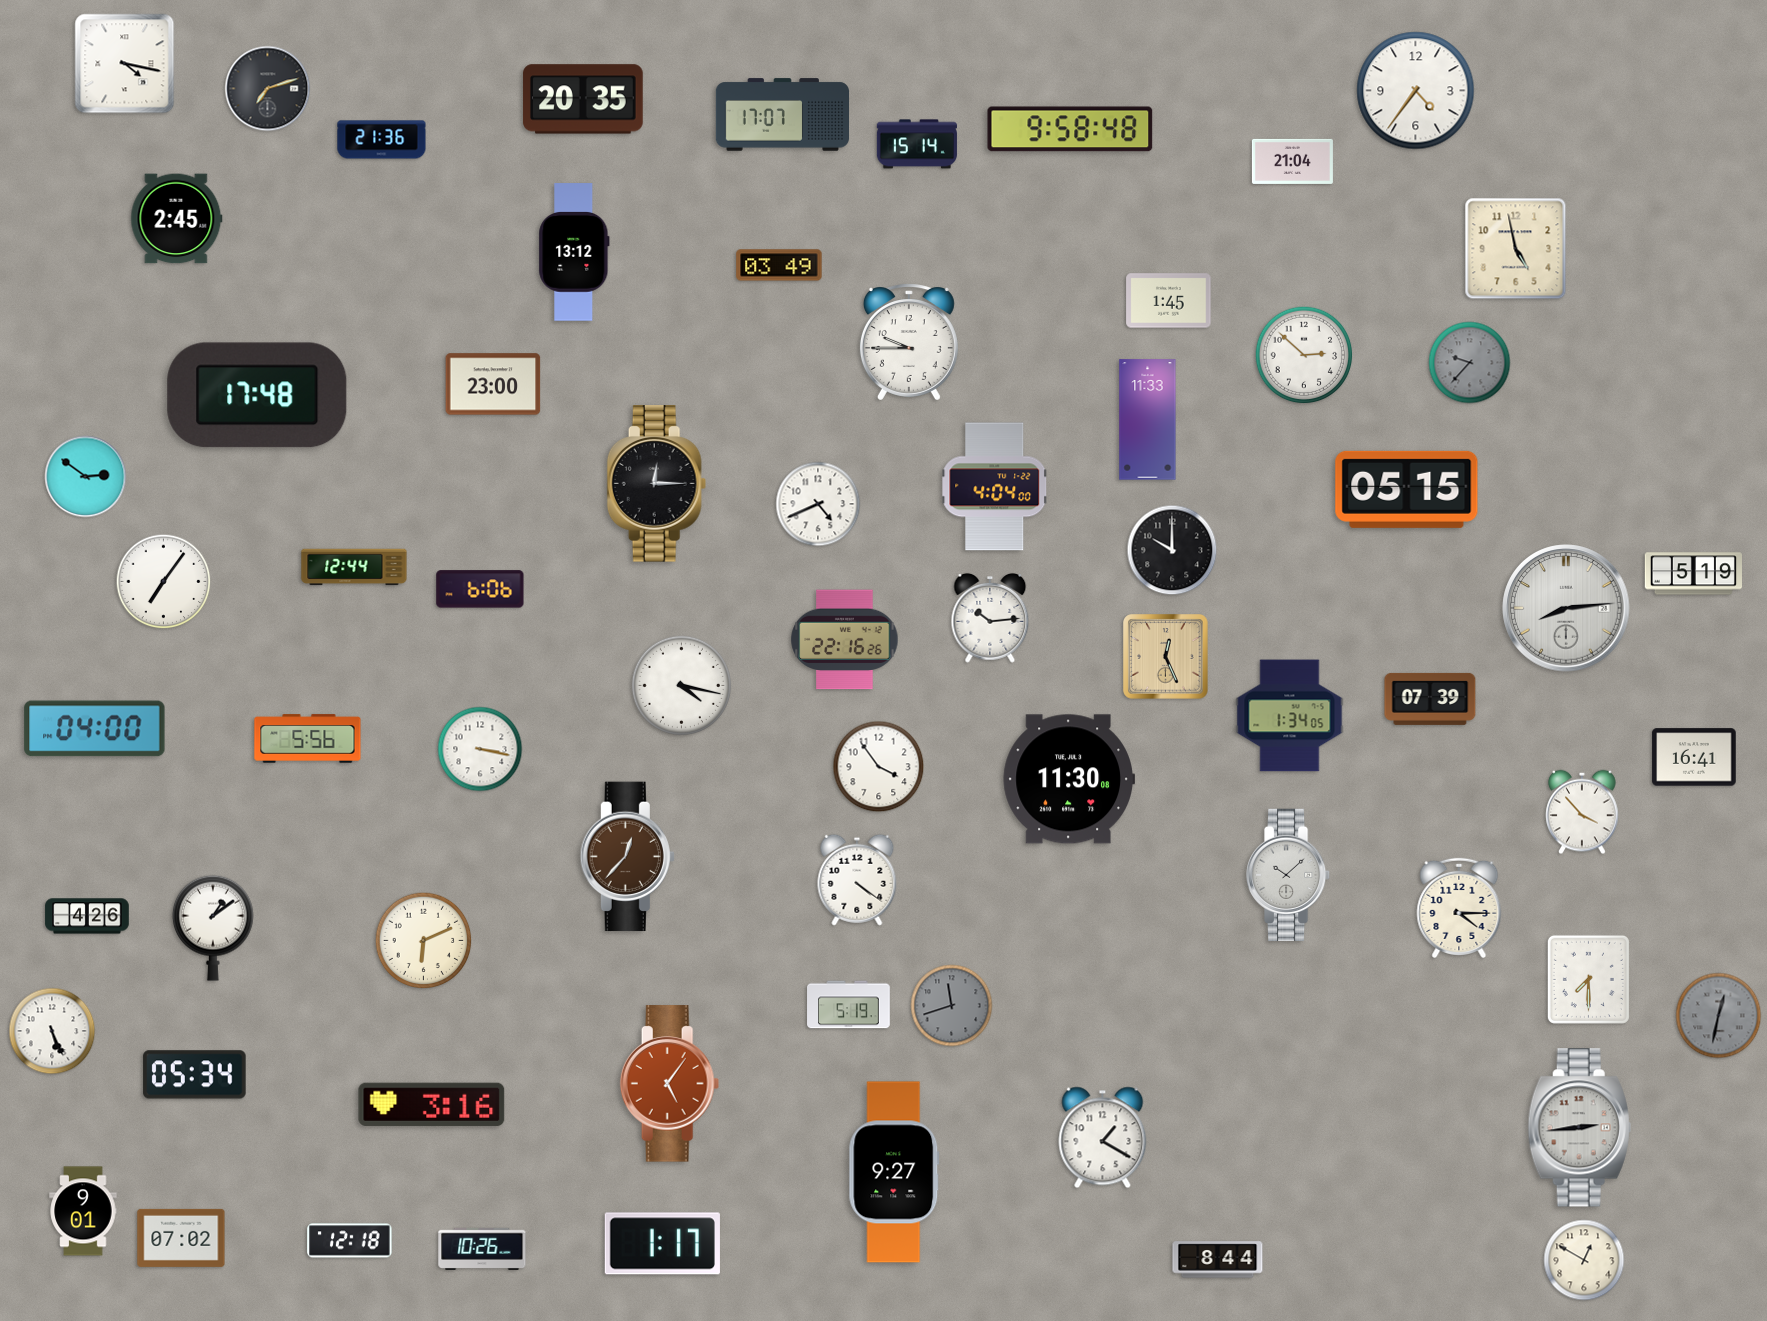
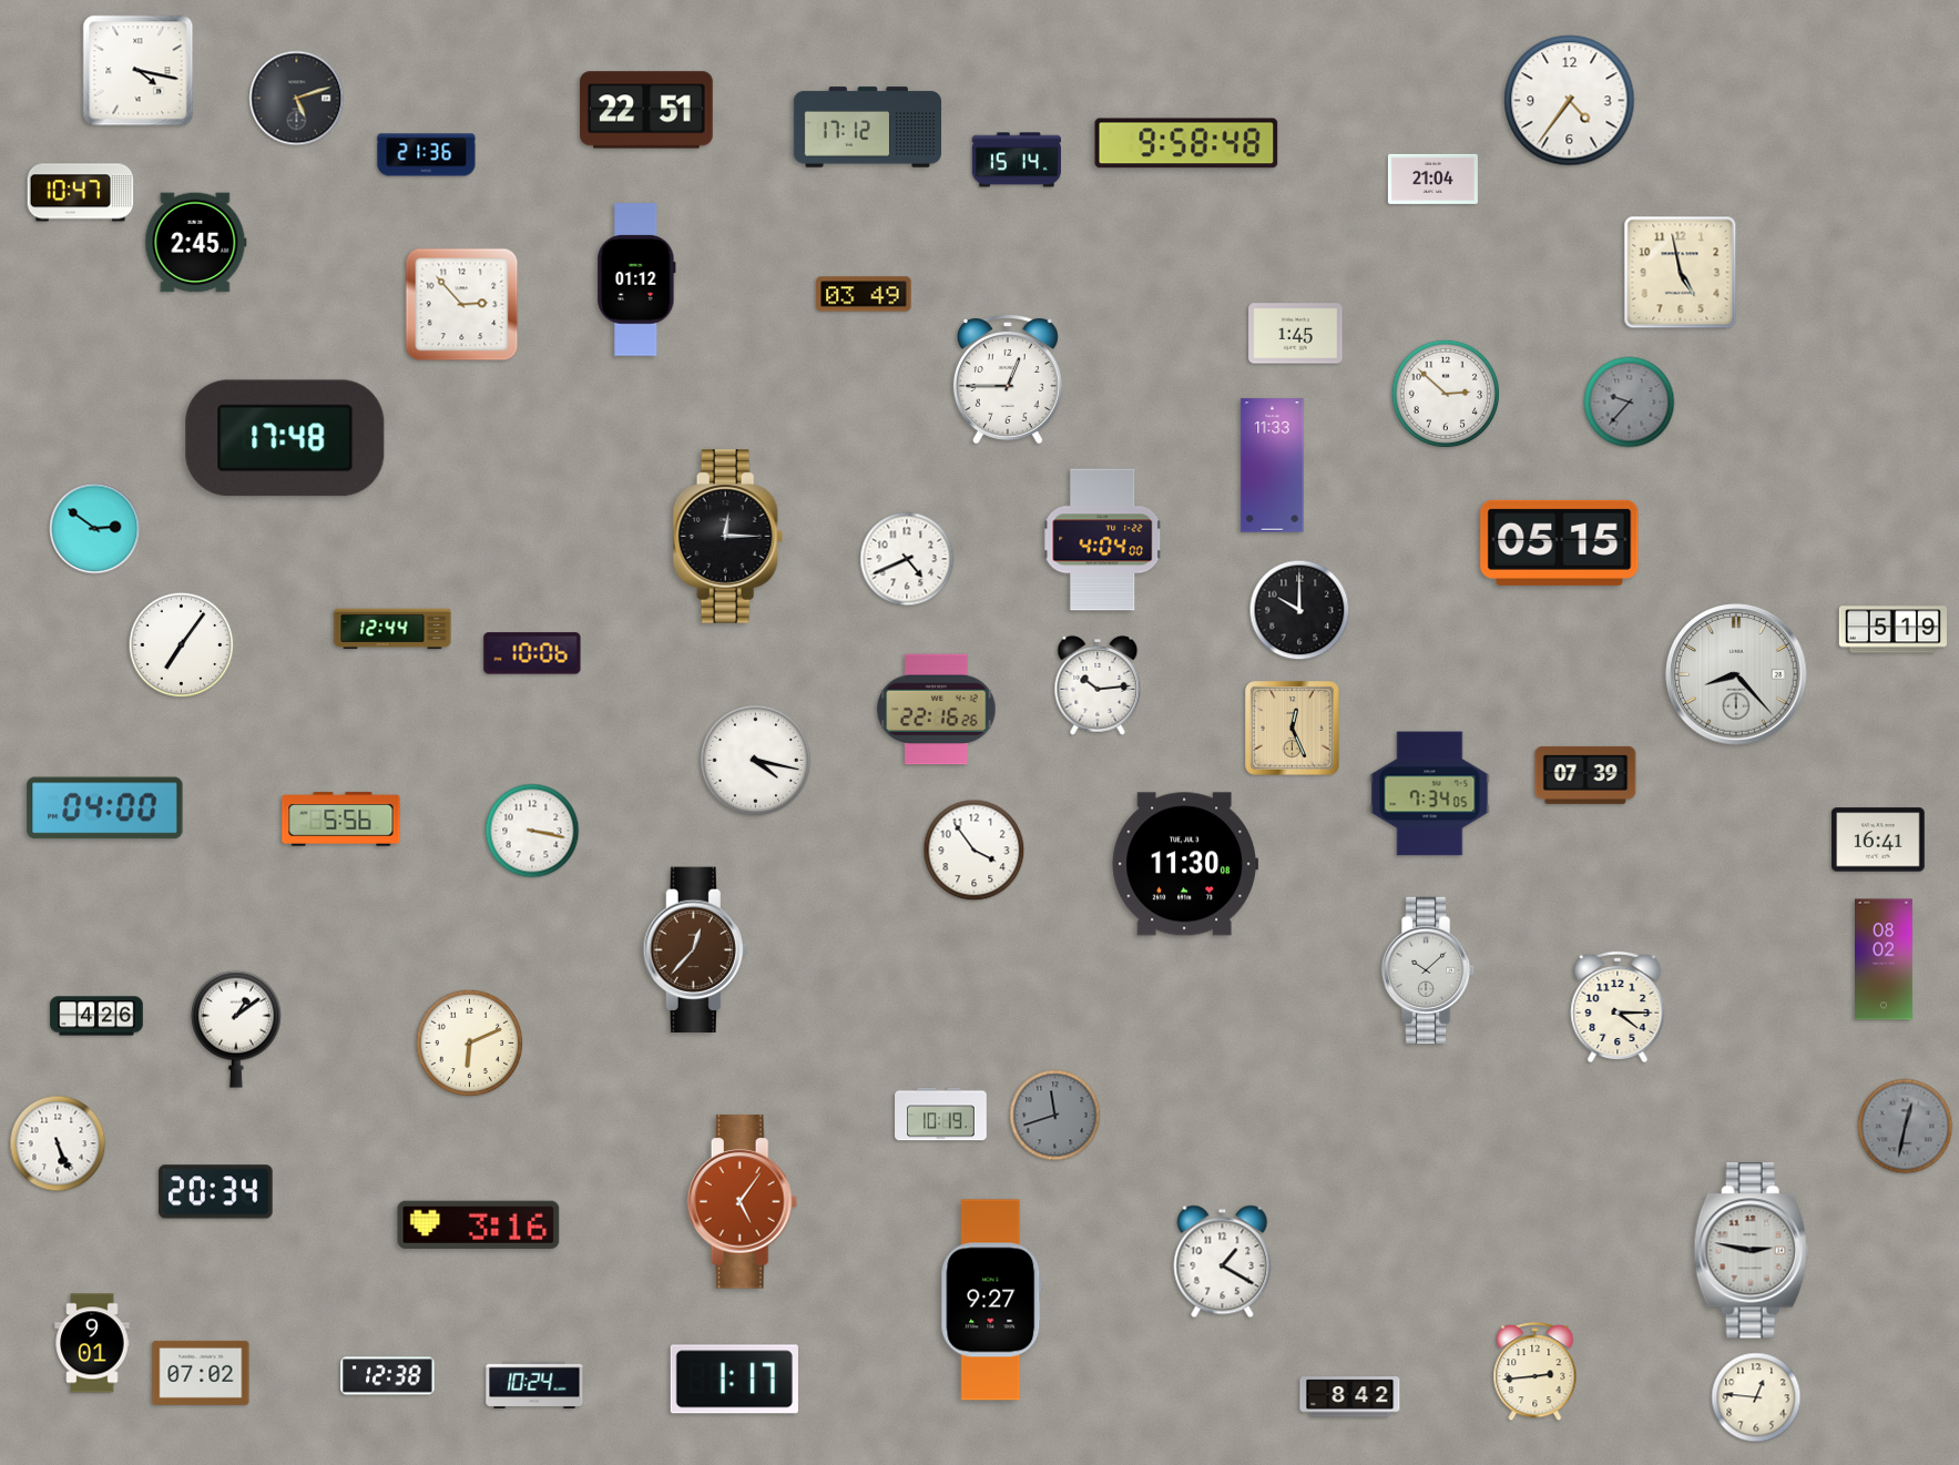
clock at (268, 89): 7:12 -> 5:12
clock at (583, 99): 20:35 -> 22:51
clock at (782, 115): 17:07 -> 17:12
clock at (382, 140) position: (382, 140) -> (427, 155)
clock at (81, 193): none -> 10:47
clock at (1516, 249) position: (1516, 249) -> (1681, 273)
clock at (574, 252): 13:12 -> 01:12
clock at (462, 305): none -> 2:53
clock at (909, 342): 9:45 -> 12:45
clock at (493, 384): 23:00 -> none
clock at (1693, 574) position: (1693, 574) -> (1892, 630)
clock at (480, 589): 6:06 -> 10:06
clock at (1566, 608): 8:14 -> 8:23
clock at (1290, 716): 1:34 -> 7:34
clock at (1582, 812): 3:53 -> none
clock at (1885, 959): none -> 08:02
clock at (857, 880): 4:21 -> none
clock at (1588, 979): 7:30 -> none
clock at (849, 1005): 5:19 -> 10:19
clock at (195, 1075): 05:34 -> 20:34
clock at (1579, 1128): 2:44 -> 2:47
clock at (1535, 1372): none -> 2:44
clock at (350, 1241): 12:18 -> 12:38
clock at (482, 1248): 10:26 -> 10:24
clock at (1218, 1260): 8:44 -> 8:42
clock at (1584, 1260): 12:50 -> 12:46
